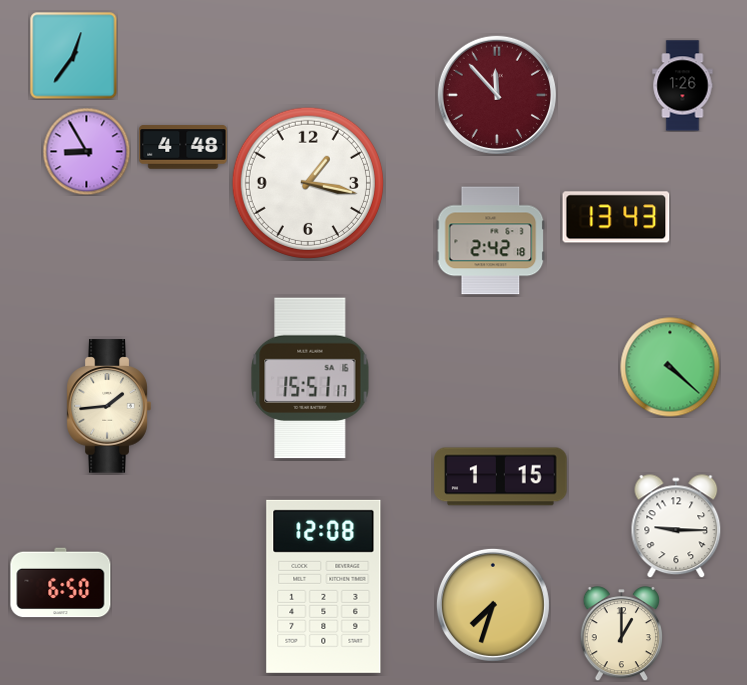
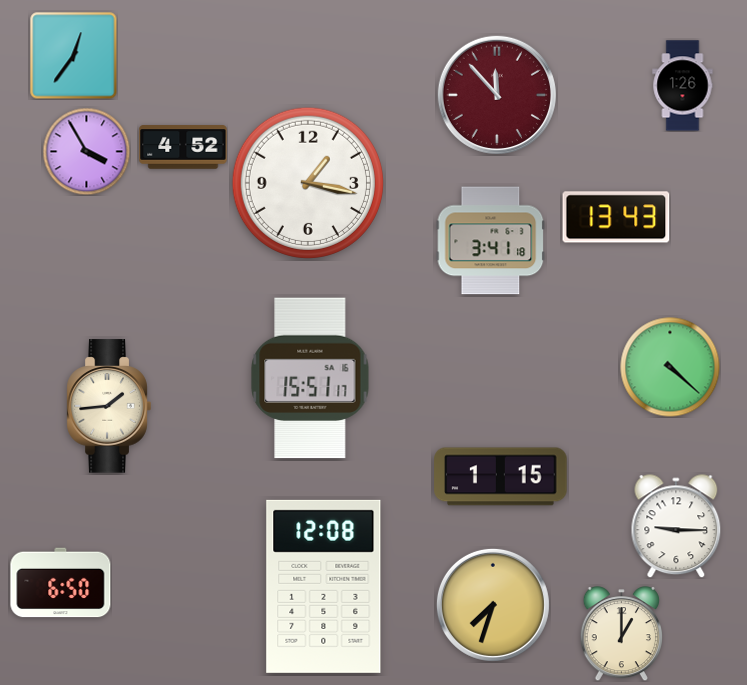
clock at (183, 147): 4:48 -> 4:52
clock at (86, 151): 8:55 -> 3:55
clock at (491, 241): 2:42 -> 3:41
